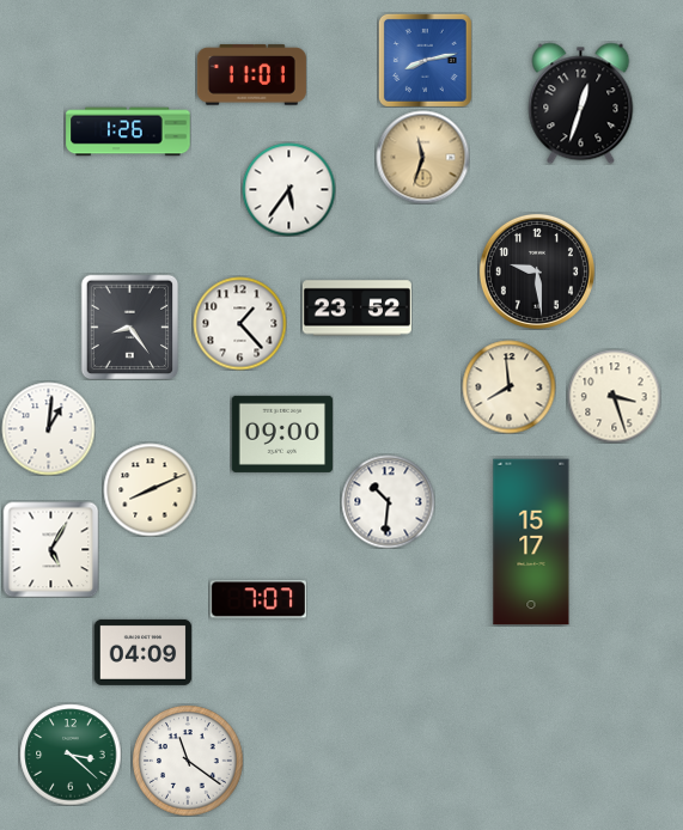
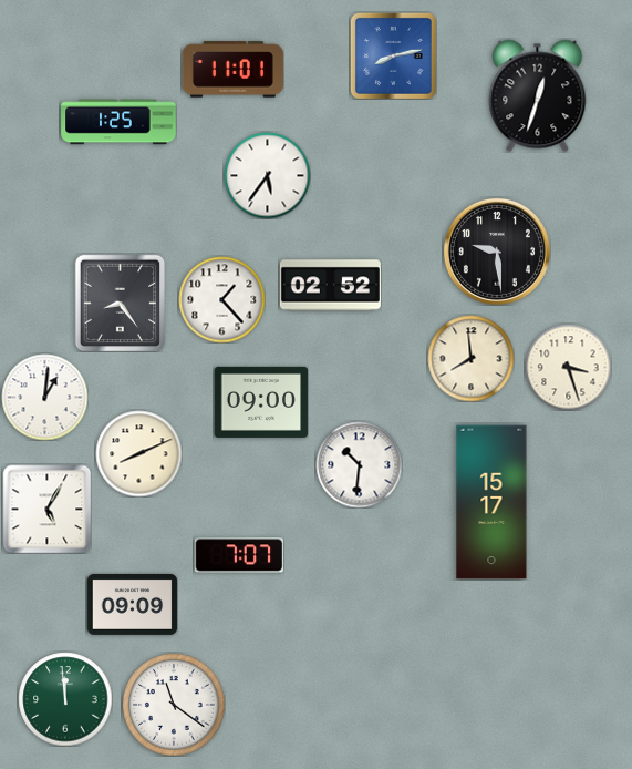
clock at (128, 132): 1:26 -> 1:25
clock at (422, 157): 11:33 -> none
clock at (356, 309): 23:52 -> 02:52
clock at (142, 652): 04:09 -> 09:09
clock at (71, 755): 3:22 -> 11:59
